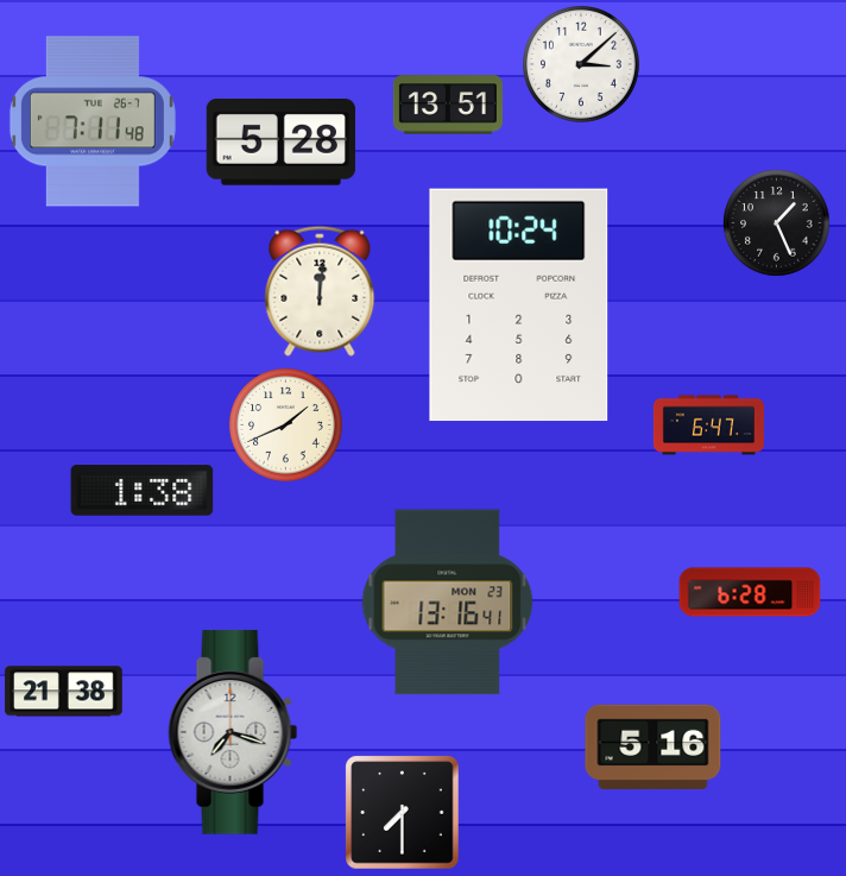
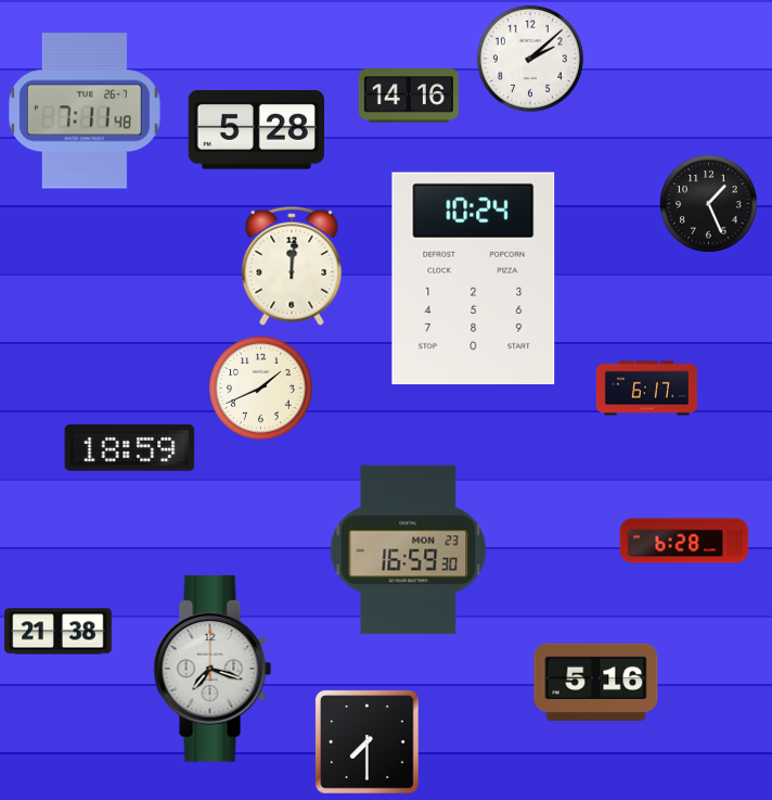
clock at (582, 65): 3:08 -> 2:08
clock at (448, 105): 13:51 -> 14:16
clock at (708, 426): 6:47 -> 6:17
clock at (143, 491): 1:38 -> 18:59
clock at (448, 603): 13:16 -> 16:59
